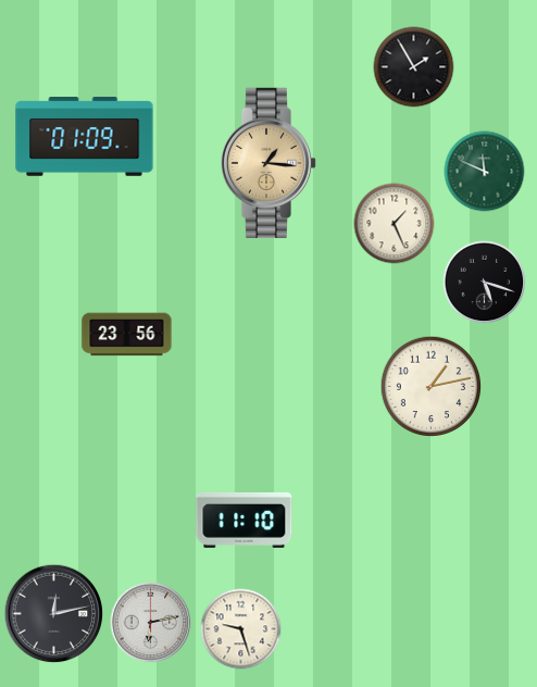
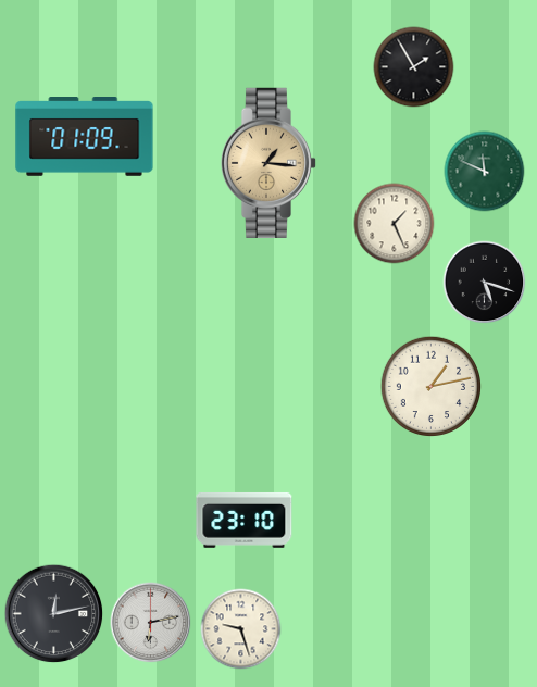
clock at (127, 335): 23:56 -> none
clock at (245, 520): 11:10 -> 23:10
